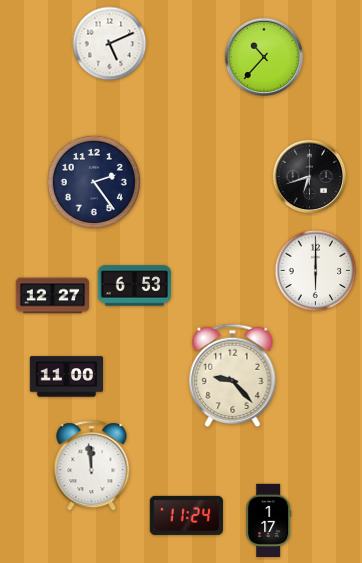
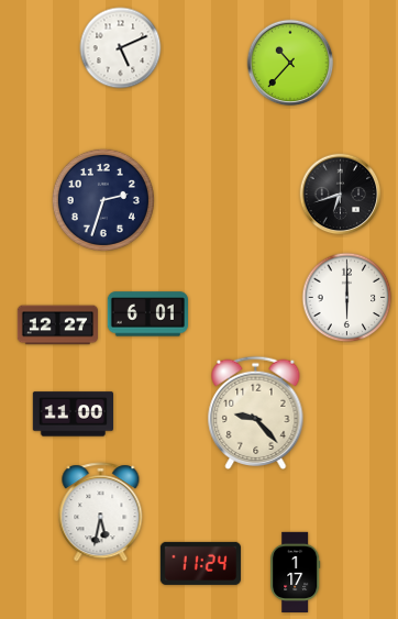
clock at (94, 182): 2:24 -> 2:33
clock at (134, 286): 6:53 -> 6:01
clock at (92, 466): 11:59 -> 5:32
clock at (186, 515) position: (186, 515) -> (200, 563)
